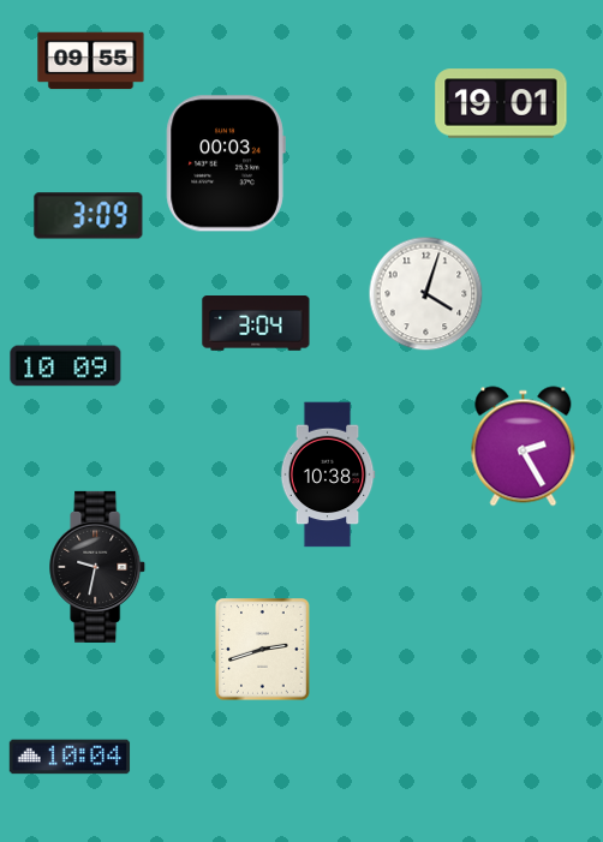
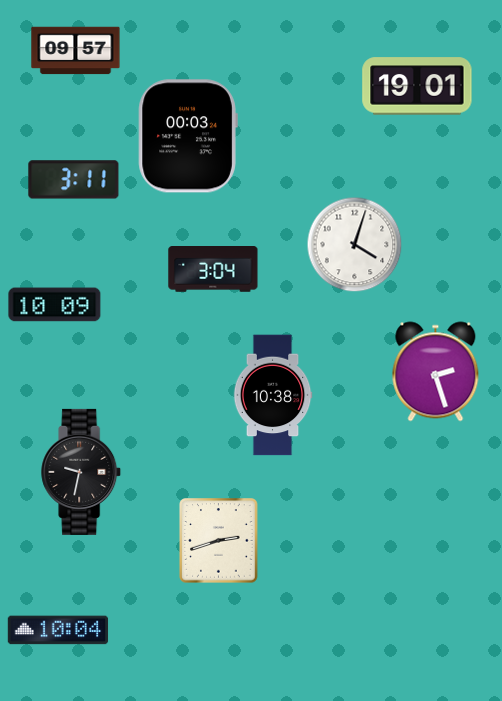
clock at (91, 61): 09:55 -> 09:57
clock at (89, 216): 3:09 -> 3:11
clock at (524, 447): 2:25 -> 2:27
